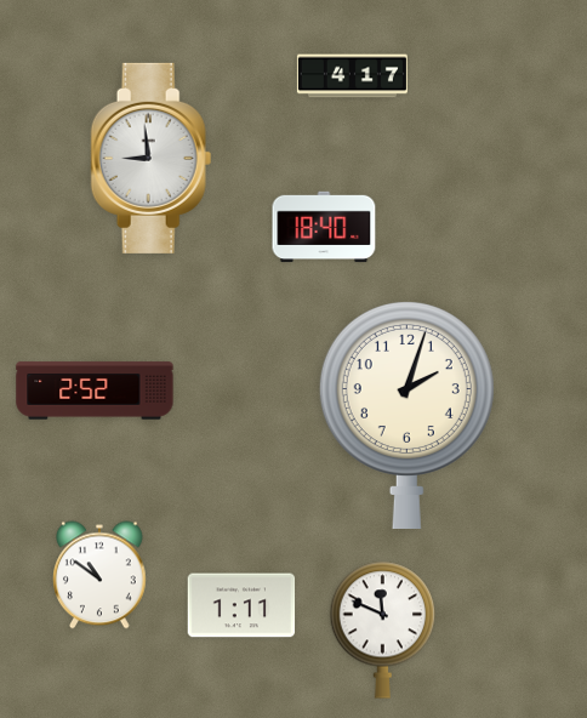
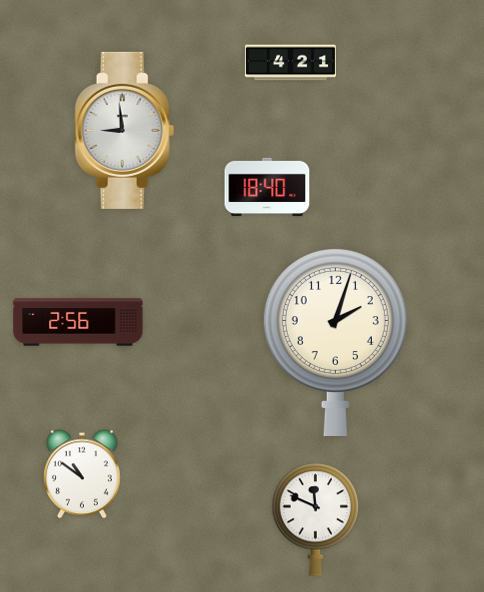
clock at (352, 76): 4:17 -> 4:21
clock at (95, 391): 2:52 -> 2:56
clock at (241, 605): 1:11 -> none
